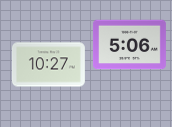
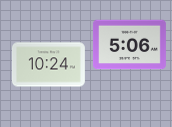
clock at (48, 65): 10:27 -> 10:24
